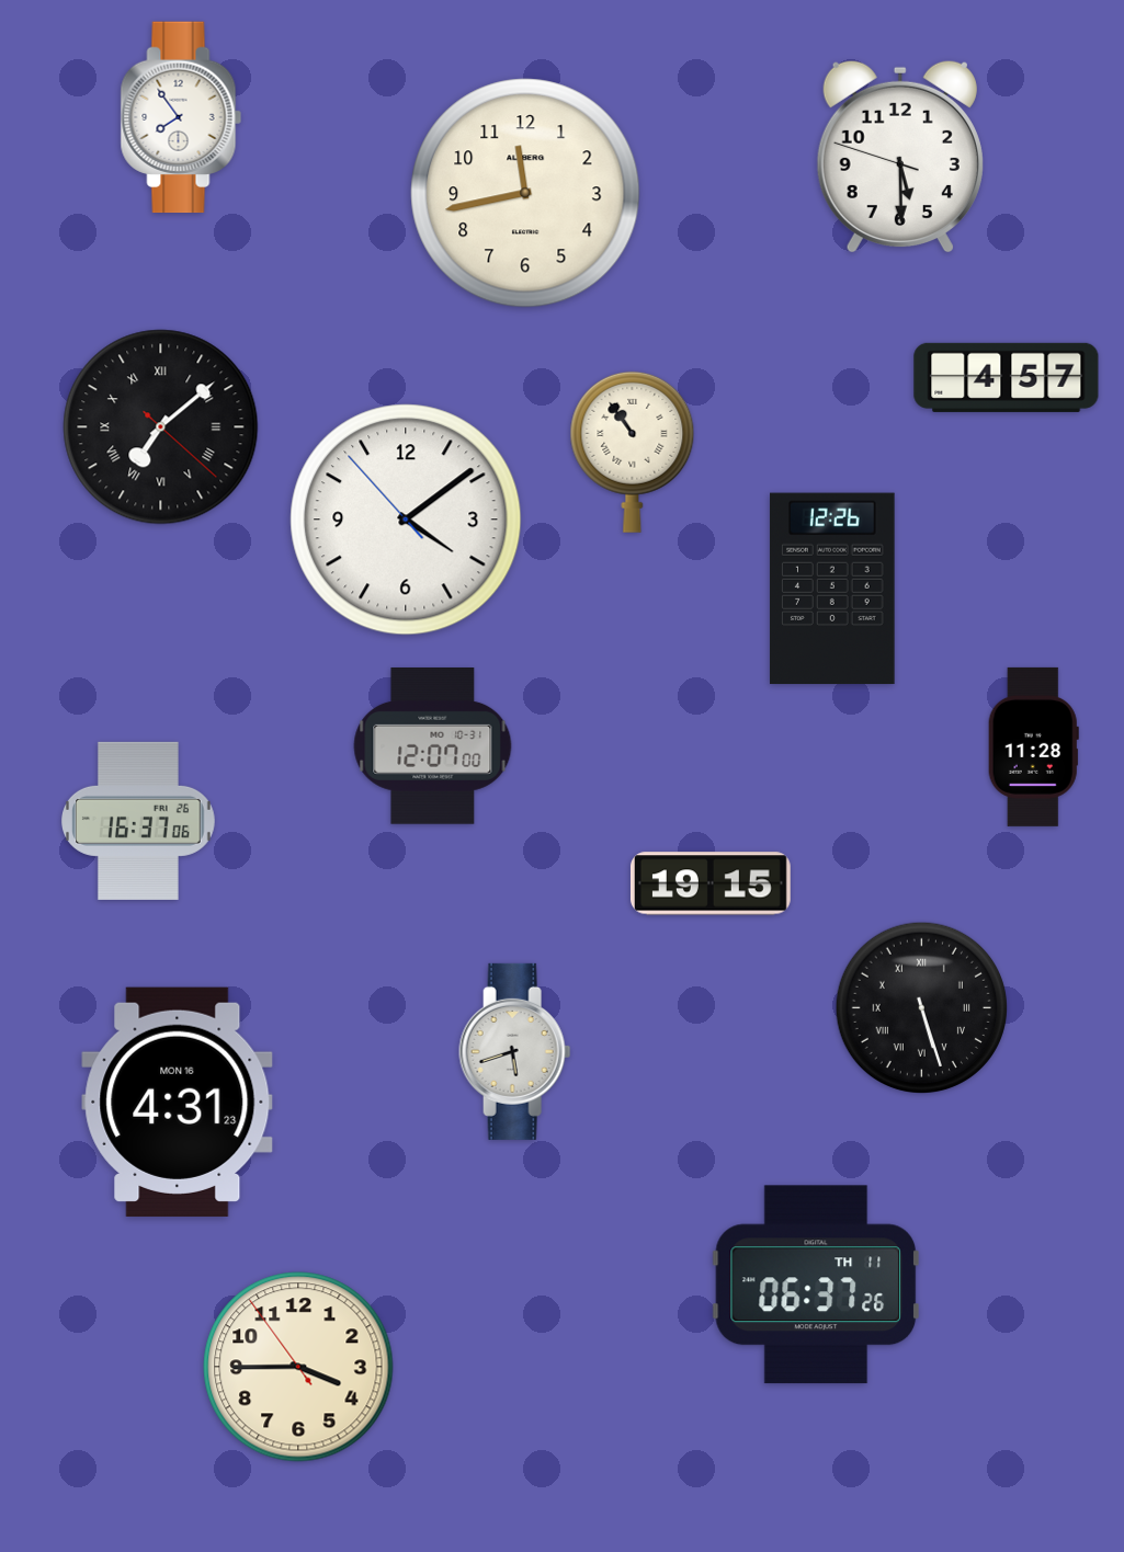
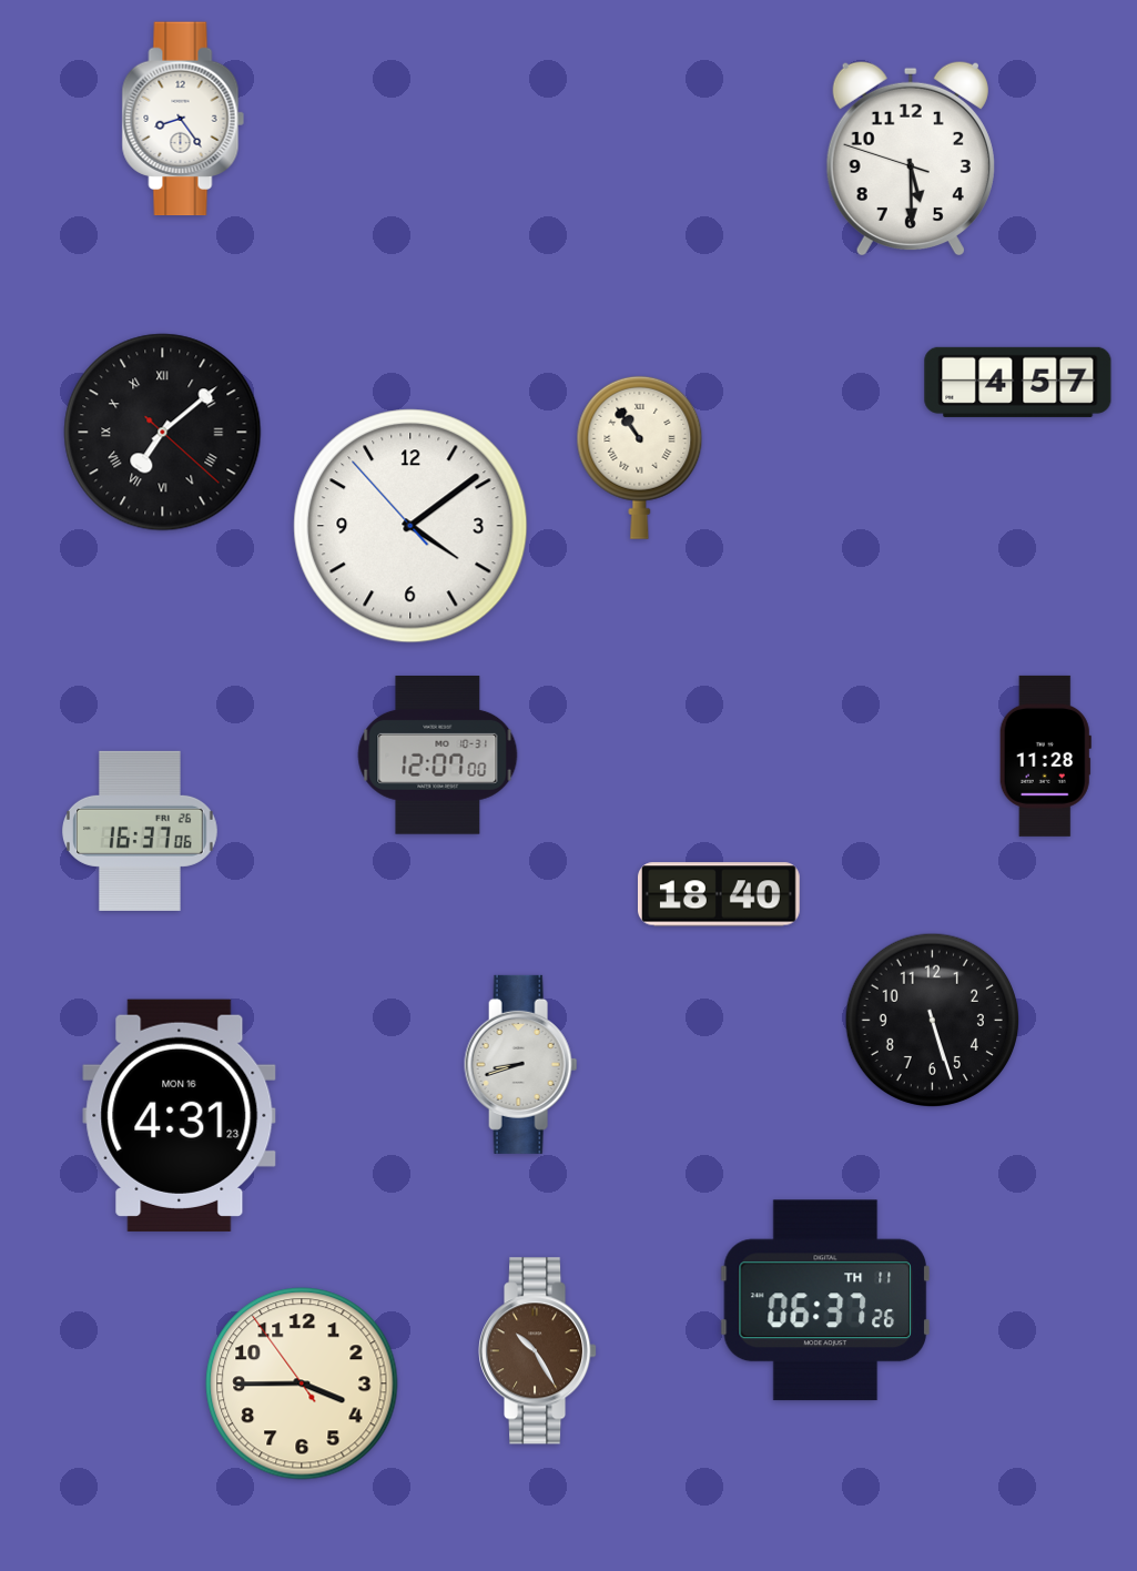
clock at (181, 117): 7:54 -> 8:24
clock at (525, 193): 11:43 -> none
clock at (832, 589): 12:26 -> none
clock at (711, 883): 19:15 -> 18:40
clock at (921, 1007) numerals: Roman -> Arabic
clock at (515, 1051): 5:42 -> 8:42
clock at (539, 1351): none -> 10:25
